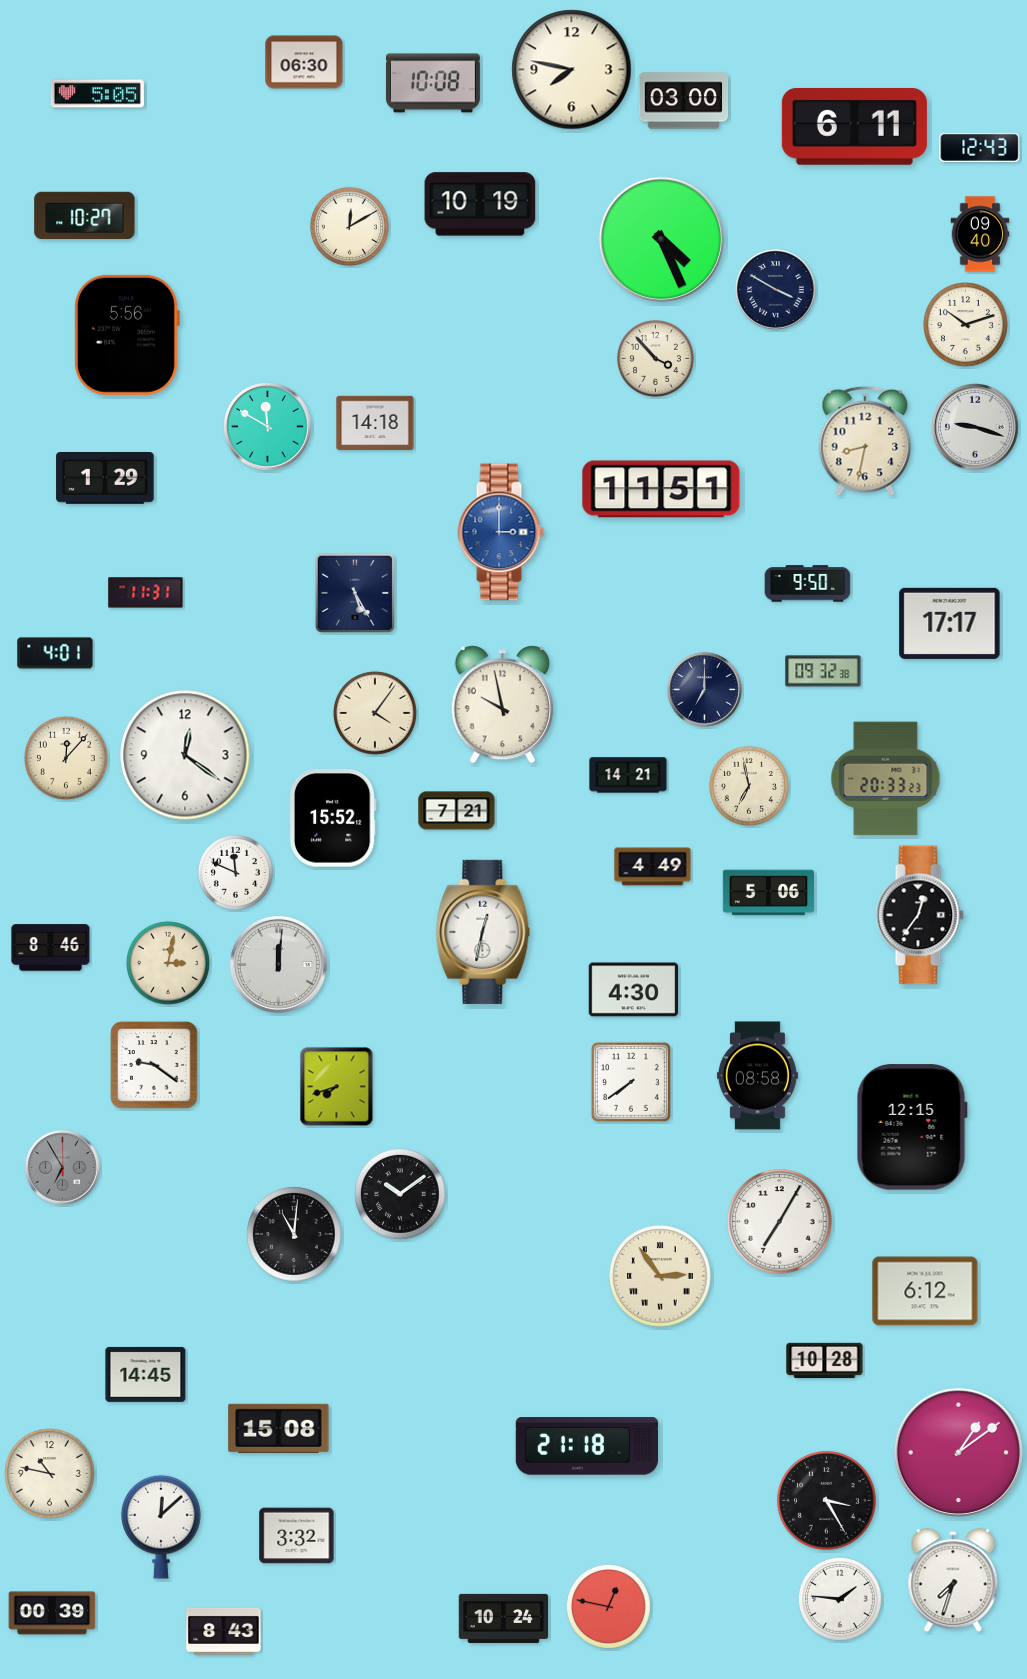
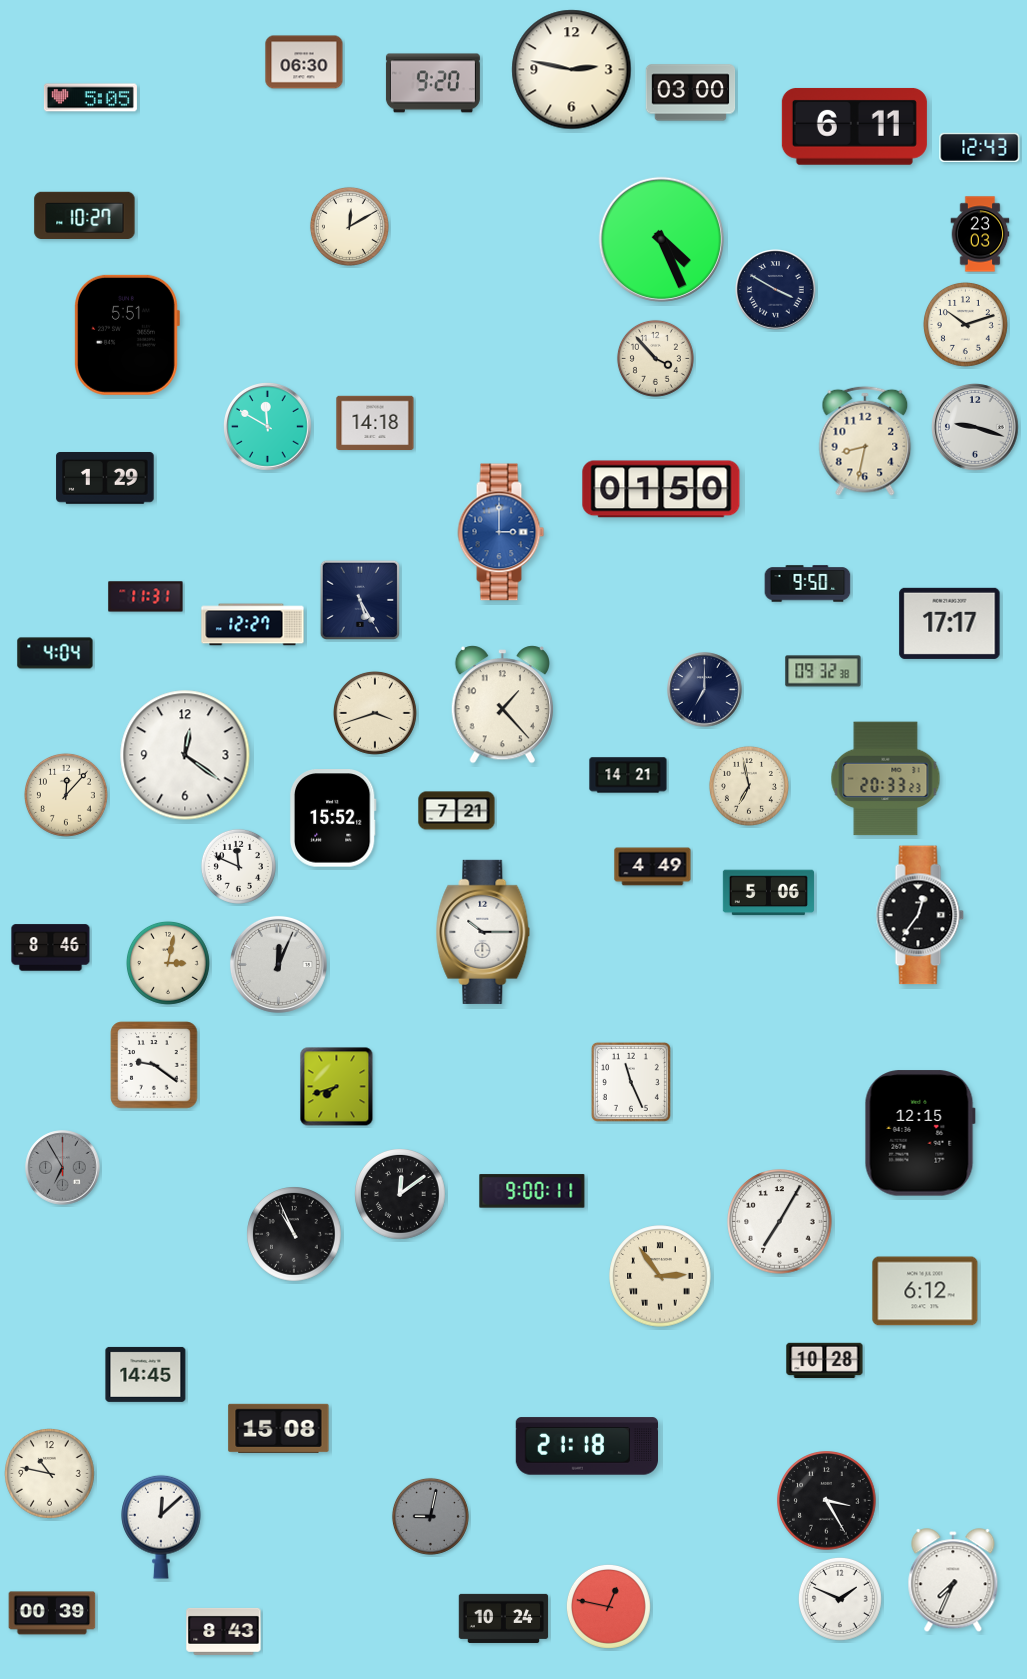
clock at (572, 70): 7:47 -> 2:47
clock at (433, 83): 10:08 -> 9:20
clock at (97, 94) position: (97, 94) -> (90, 98)
clock at (684, 101) position: (684, 101) -> (691, 93)
clock at (480, 204): 10:19 -> none
clock at (980, 234): 09:40 -> 23:03
clock at (127, 335): 5:56 -> 5:51
clock at (661, 489): 11:51 -> 01:50
clock at (146, 593) position: (146, 593) -> (146, 597)
clock at (355, 593) position: (355, 593) -> (360, 600)
clock at (253, 625): none -> 12:27
clock at (55, 653): 4:01 -> 4:04
clock at (502, 705): 9:58 -> 1:23
clock at (375, 713): 4:06 -> 3:42
clock at (66, 758) position: (66, 758) -> (66, 795)
clock at (235, 872) position: (235, 872) -> (238, 866)
clock at (483, 932): 12:32 -> 10:15
clock at (278, 964): 12:01 -> 12:04
clock at (634, 990): 4:30 -> none
clock at (757, 1076): 08:58 -> none
clock at (631, 1082): 7:39 -> 11:26
clock at (912, 1127) position: (912, 1127) -> (920, 1133)
clock at (532, 1191): none -> 9:00
clock at (401, 1195): 10:09 -> 12:09
clock at (294, 1234): 11:01 -> 10:56
clock at (958, 1452): 1:09 -> none
clock at (430, 1516): none -> 9:02
clock at (297, 1536): 3:32 -> none
clock at (953, 1581): 7:33 -> 7:34
clock at (840, 1599): 1:46 -> 1:49
